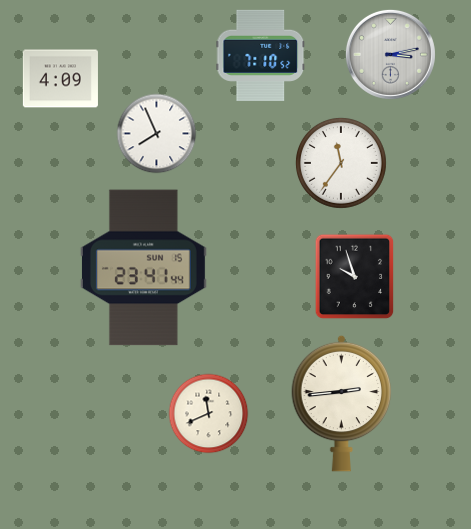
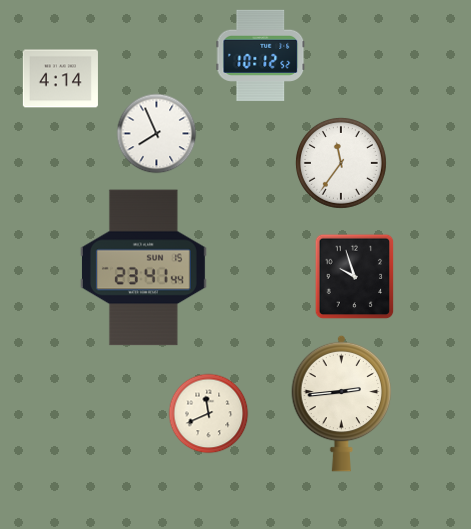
clock at (390, 54): 3:13 -> none
clock at (261, 55): 7:10 -> 10:12
clock at (60, 79): 4:09 -> 4:14
